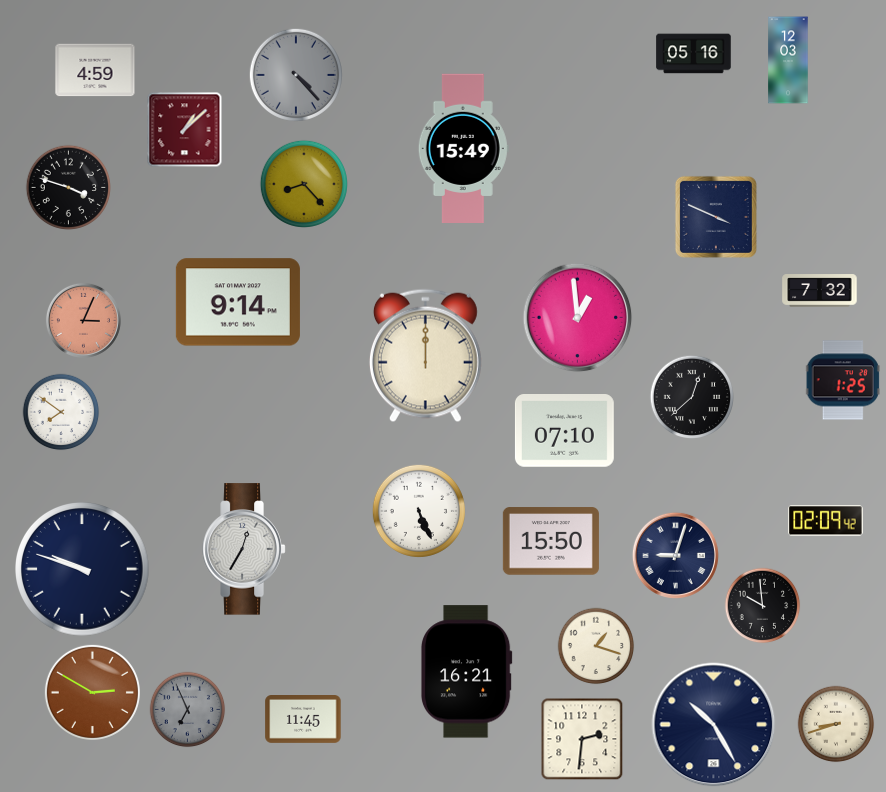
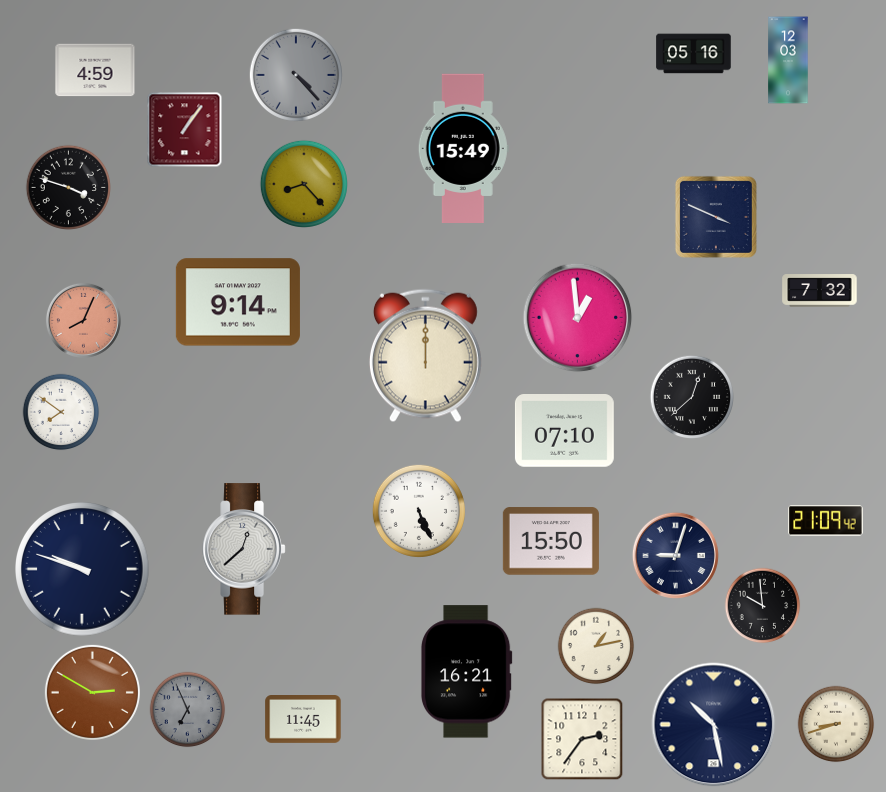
clock at (185, 130): 1:08 -> 1:06
clock at (83, 320): 3:04 -> 8:04
clock at (843, 380): 1:25 -> none
clock at (826, 521): 02:09 -> 21:09
clock at (244, 549): 12:35 -> 12:38
clock at (596, 646): 1:18 -> 1:13
clock at (714, 725): 10:25 -> 10:28
clock at (582, 739): 2:31 -> 2:36
